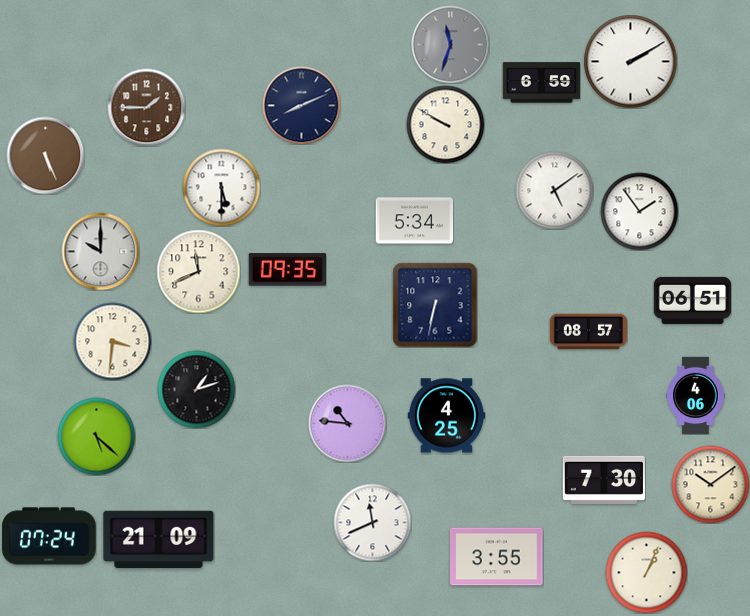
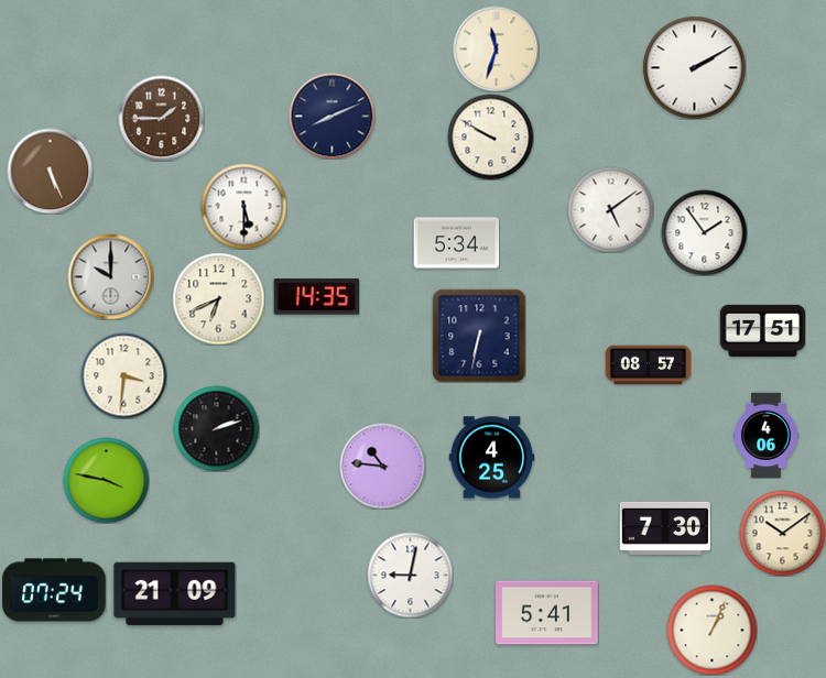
clock at (450, 44) dial: grey -> cream
clock at (541, 83): 6:59 -> none
clock at (287, 270): 09:35 -> 14:35
clock at (198, 271): 11:41 -> 6:41
clock at (692, 300): 06:51 -> 17:51
clock at (196, 389): 1:12 -> 2:12
clock at (96, 436): 5:22 -> 3:47
clock at (372, 522): 11:41 -> 9:02
clock at (497, 557): 3:55 -> 5:41
